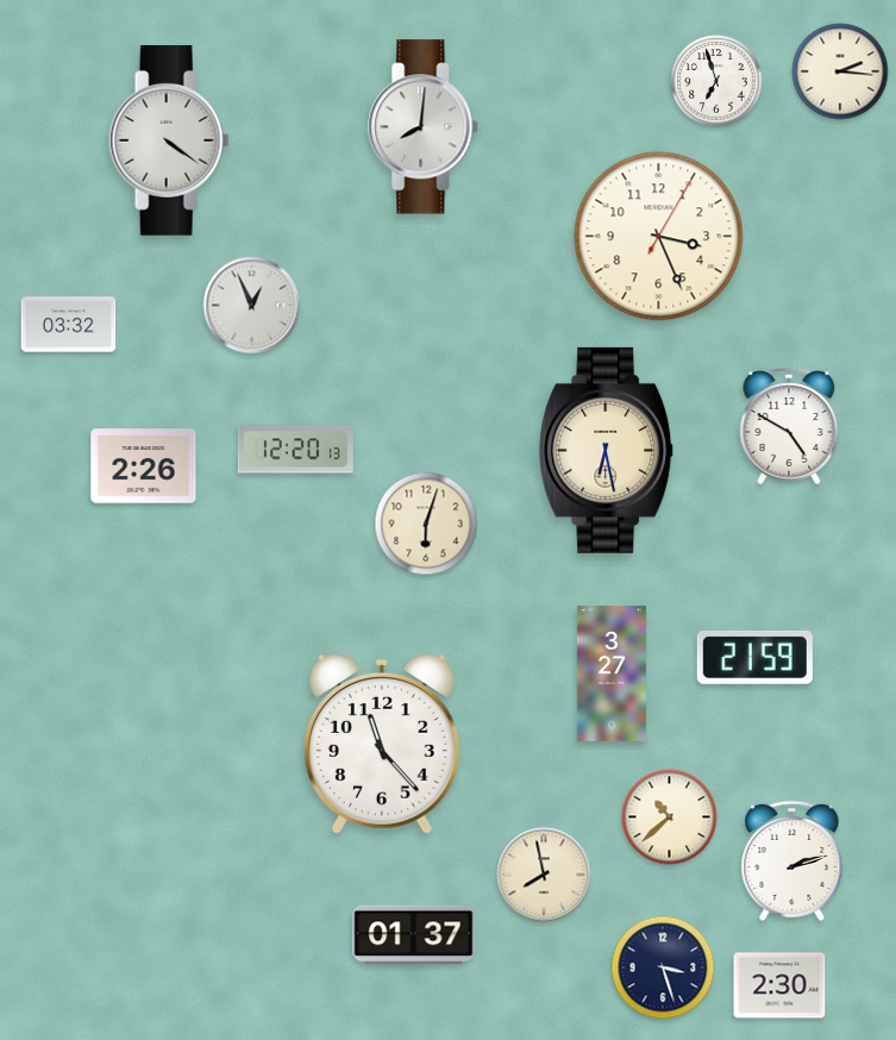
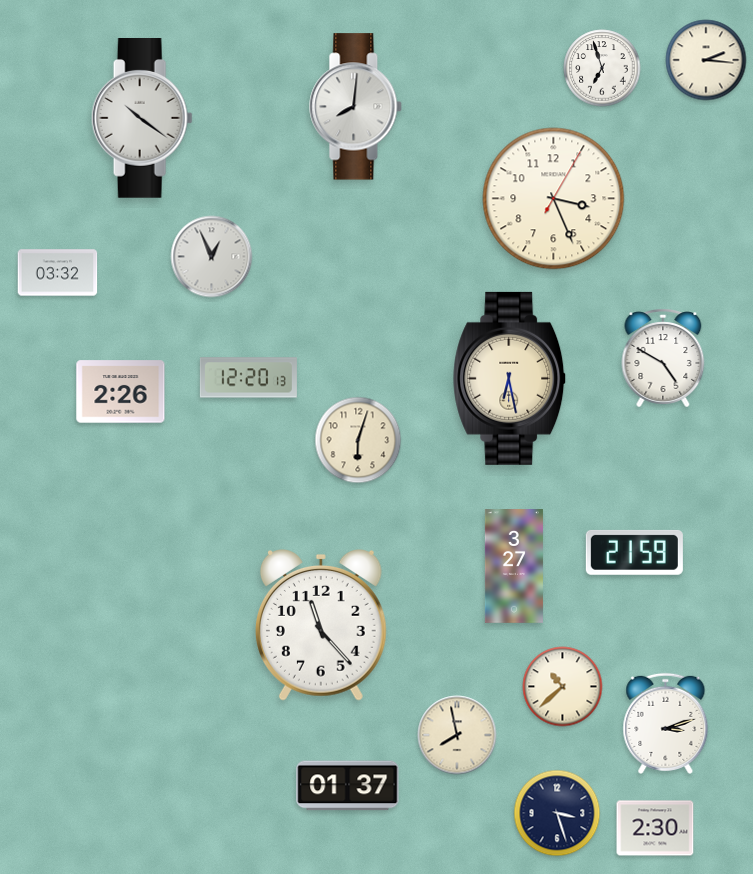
clock at (169, 142): 4:21 -> 10:21
clock at (792, 860): 2:12 -> 3:12
